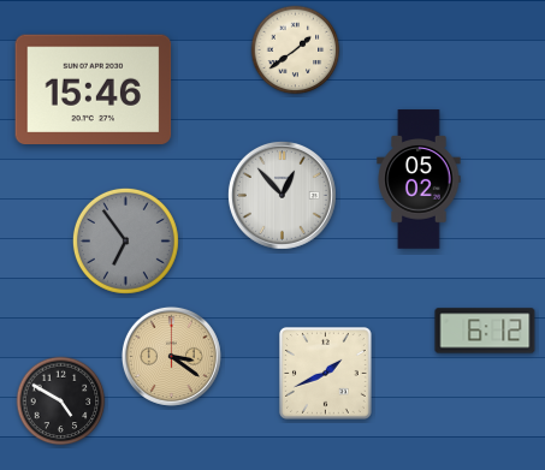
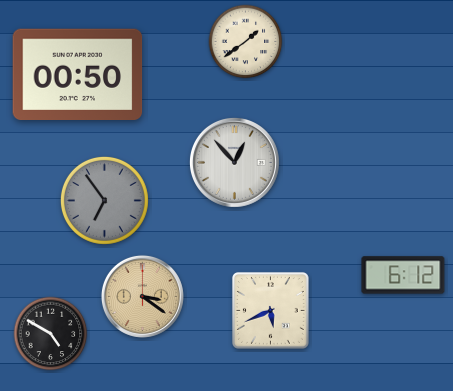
clock at (94, 89): 15:46 -> 00:50
clock at (419, 179): 05:02 -> none
clock at (325, 373): 1:41 -> 5:41
